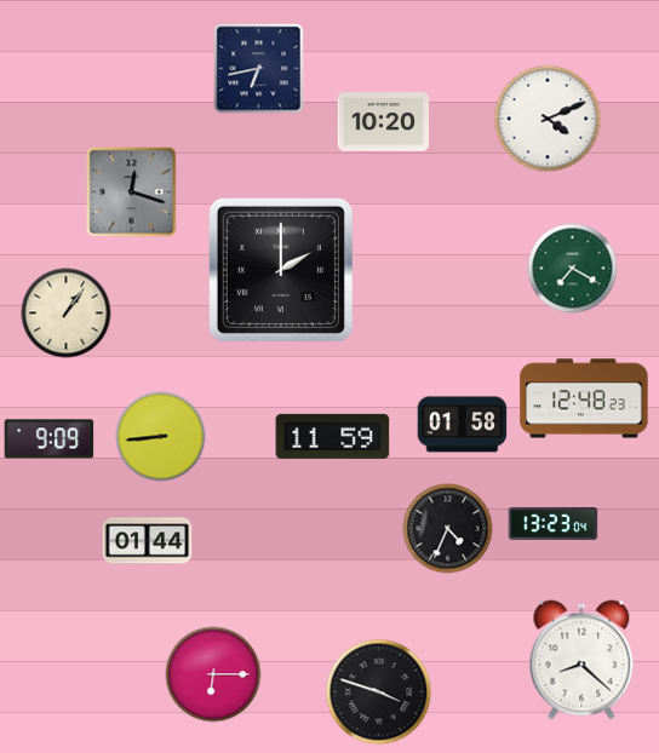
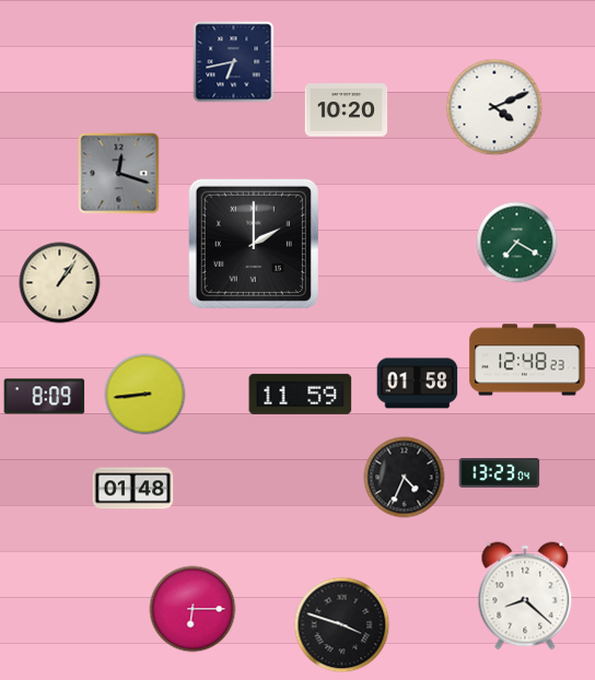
clock at (50, 439): 9:09 -> 8:09
clock at (148, 541): 01:44 -> 01:48
